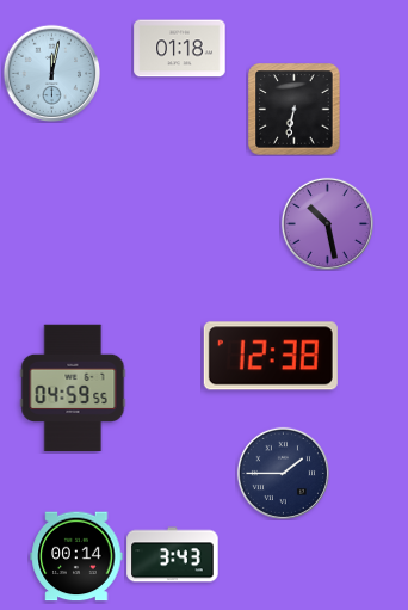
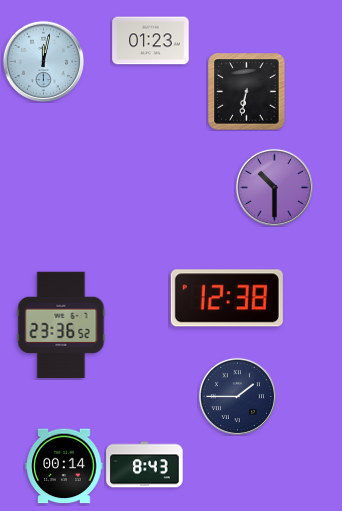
clock at (180, 49): 01:18 -> 01:23
clock at (327, 223): 10:28 -> 10:30
clock at (73, 388): 04:59 -> 23:36
clock at (173, 555): 3:43 -> 8:43
